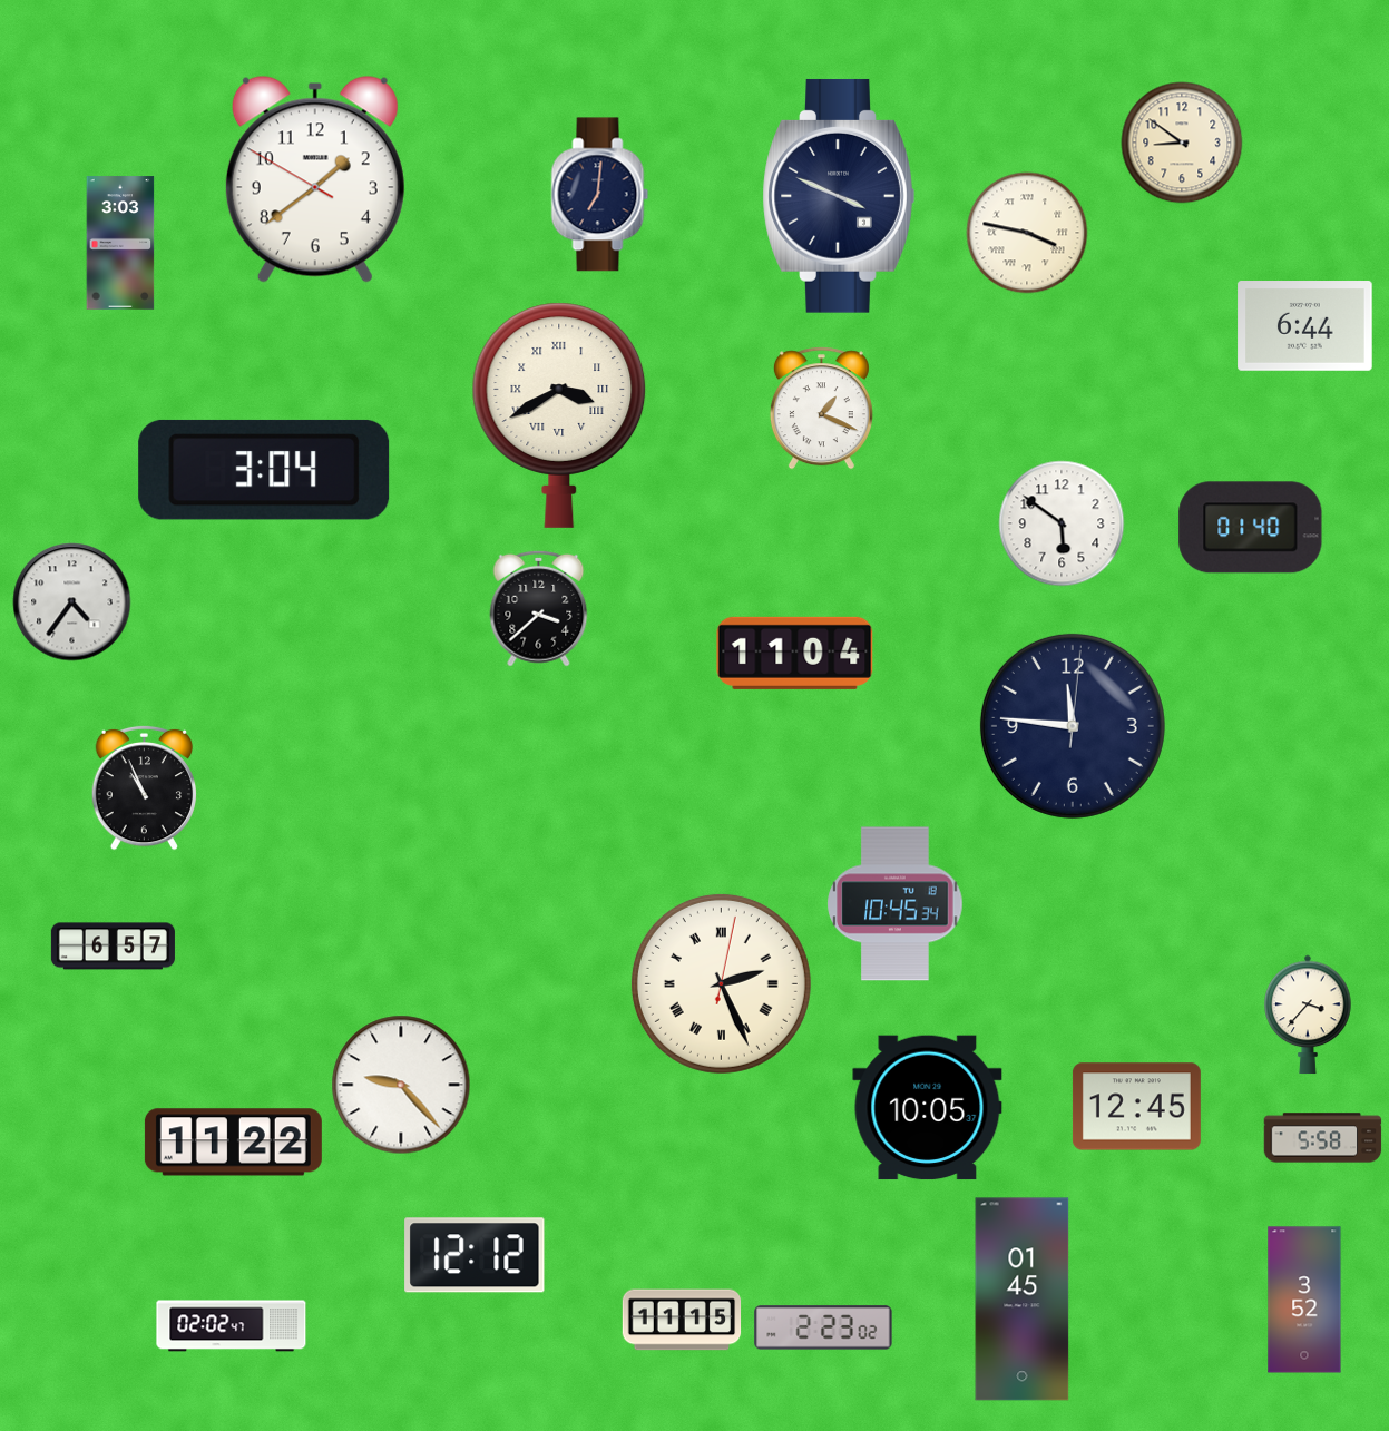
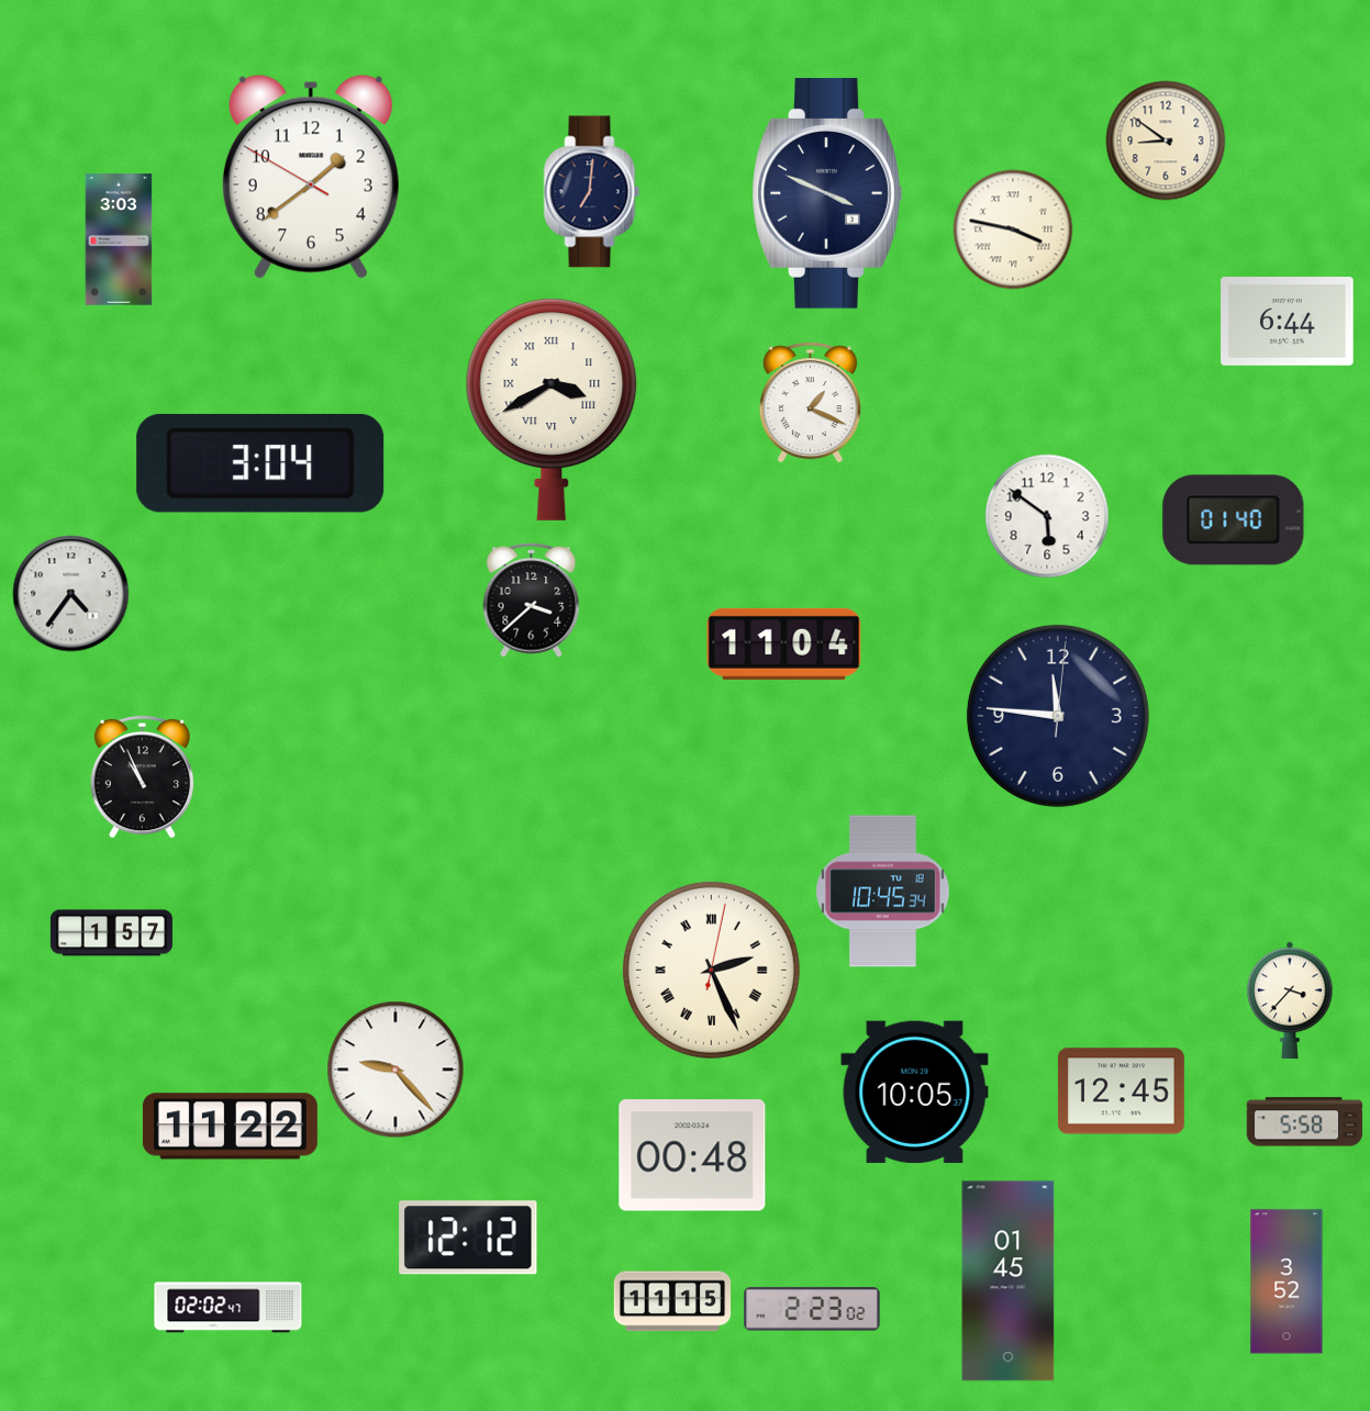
clock at (113, 947): 6:57 -> 1:57
clock at (692, 1155): none -> 00:48
